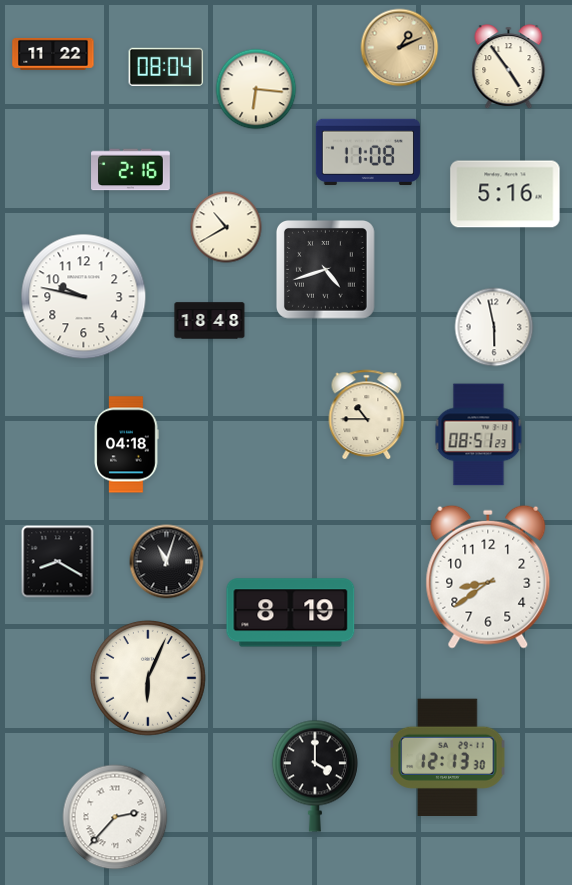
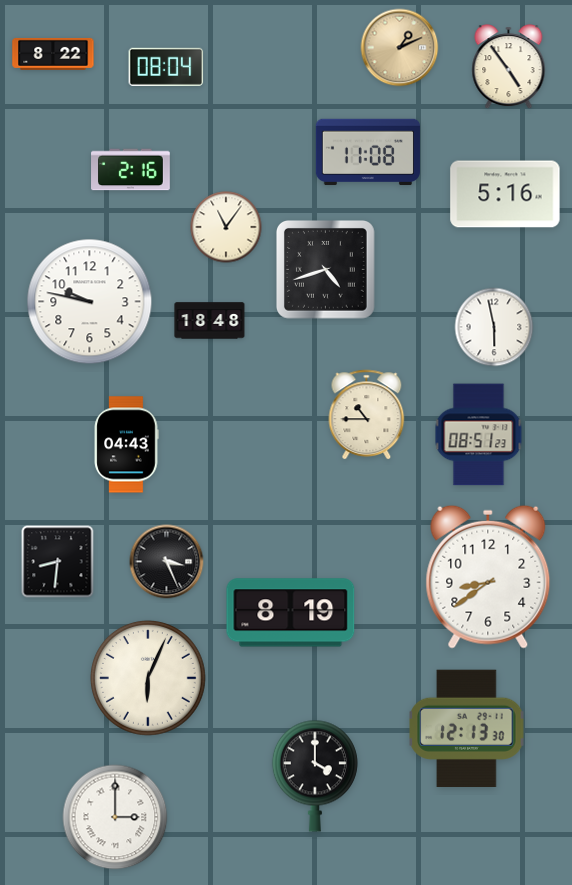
clock at (53, 54): 11:22 -> 8:22
clock at (256, 89): 6:16 -> none
clock at (226, 227): 10:40 -> 11:06
clock at (84, 297) position: (84, 297) -> (90, 302)
clock at (126, 445): 04:18 -> 04:43
clock at (58, 562): 8:20 -> 8:31
clock at (167, 562): 11:03 -> 3:26
clock at (448, 757) position: (448, 757) -> (467, 728)
clock at (115, 817): 2:37 -> 3:00
